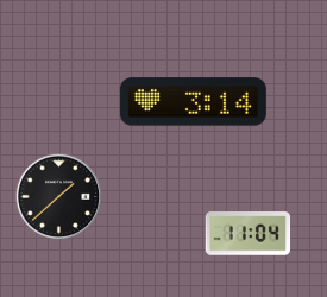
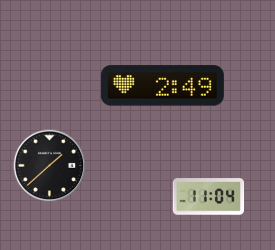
clock at (193, 102): 3:14 -> 2:49
